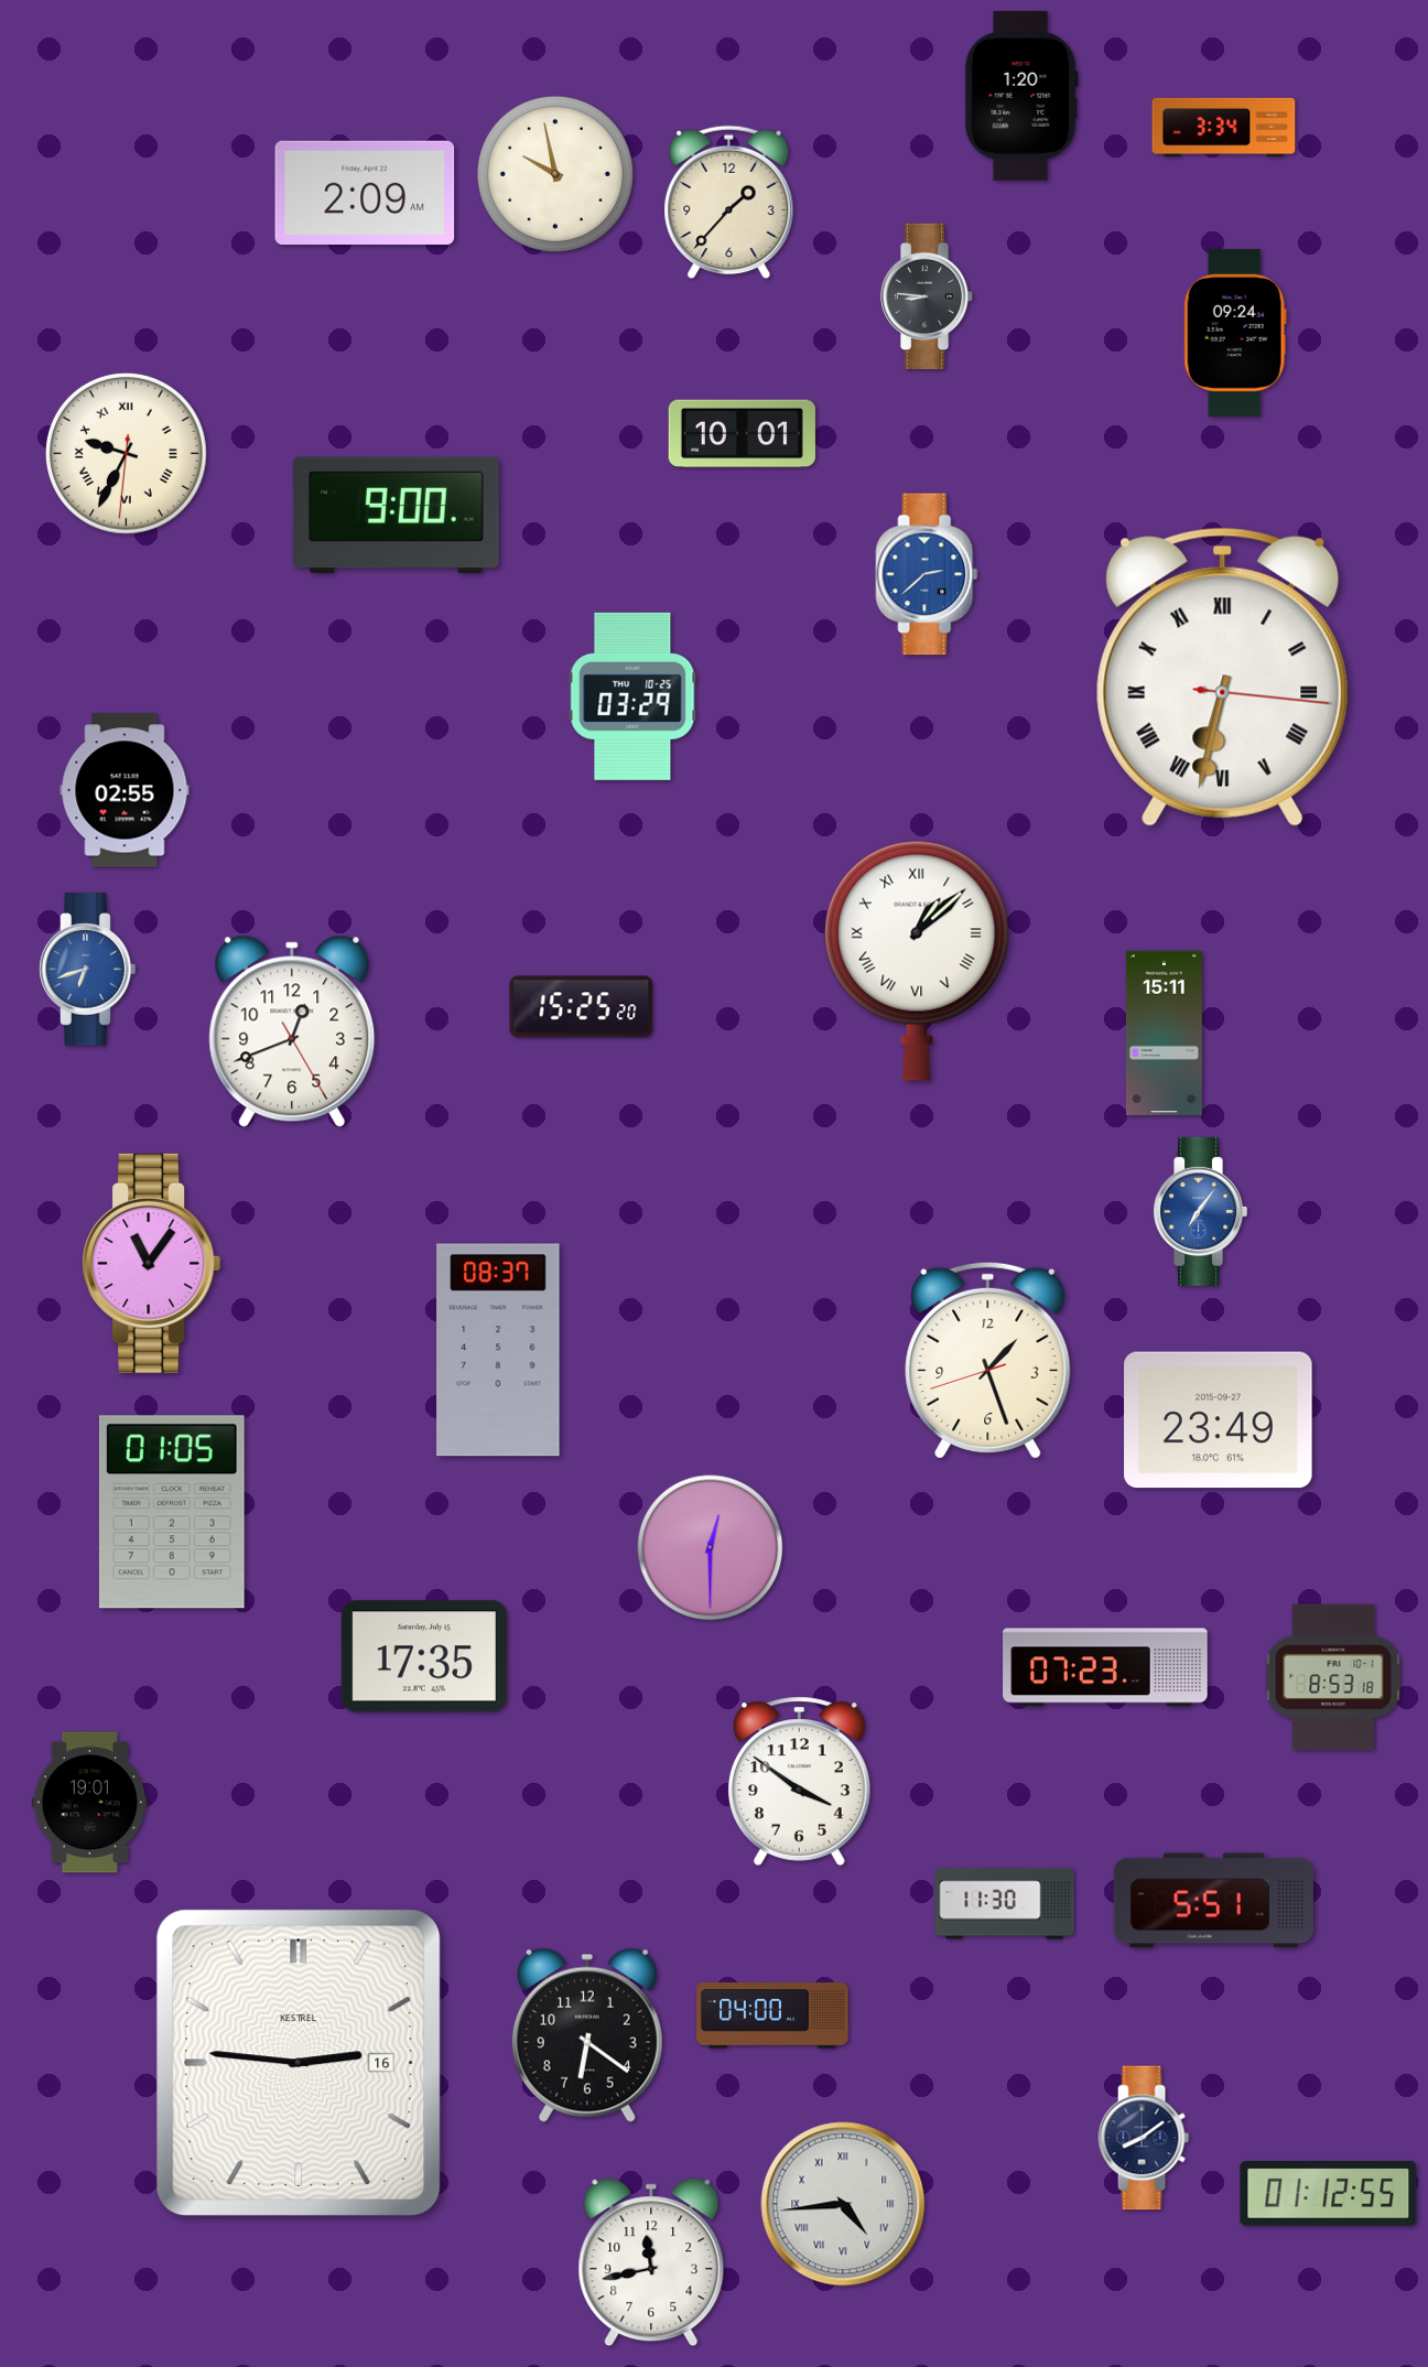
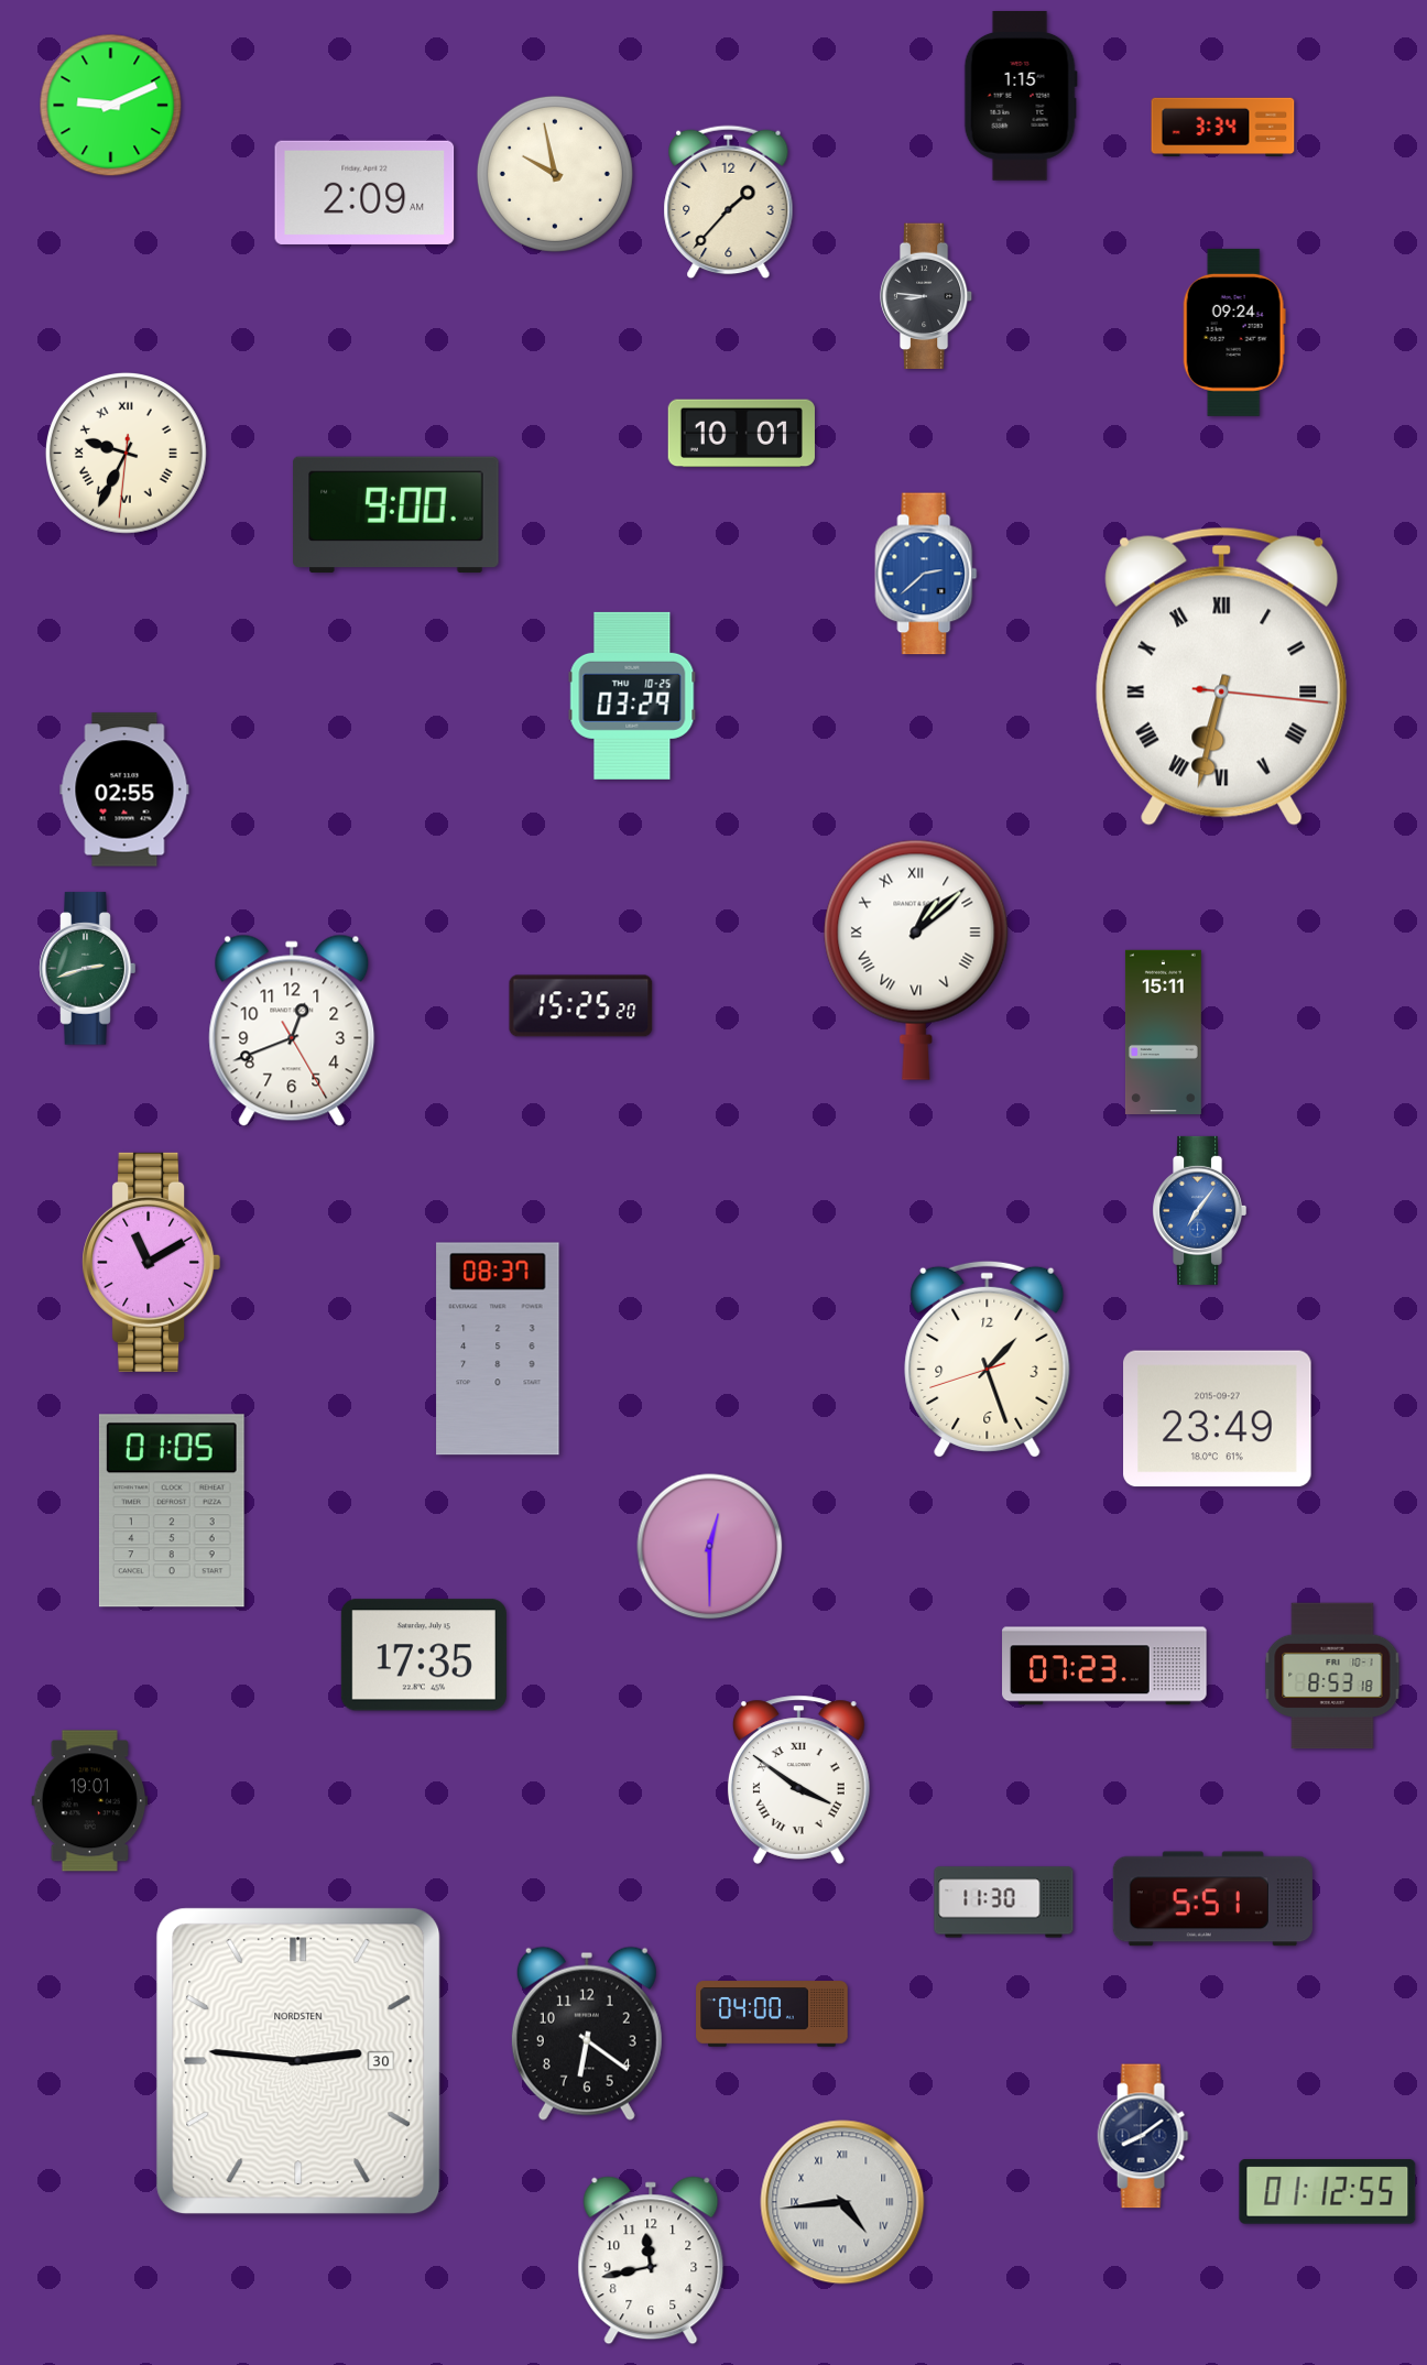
clock at (1021, 97): 1:20 -> 1:15
clock at (111, 106): none -> 9:11
clock at (88, 970): 6:42 -> 2:42
clock at (88, 970) dial: blue -> green
clock at (152, 1263): 11:06 -> 11:10
clock at (799, 1781) numerals: Arabic -> Roman
clock at (299, 2063) date: 16 -> 30
clock at (299, 2063) brand: KESTREL -> NORDSTEN
